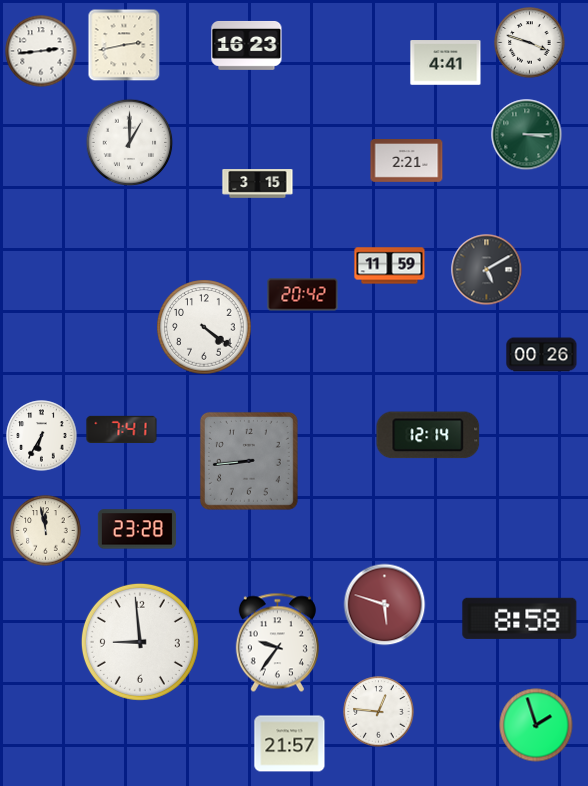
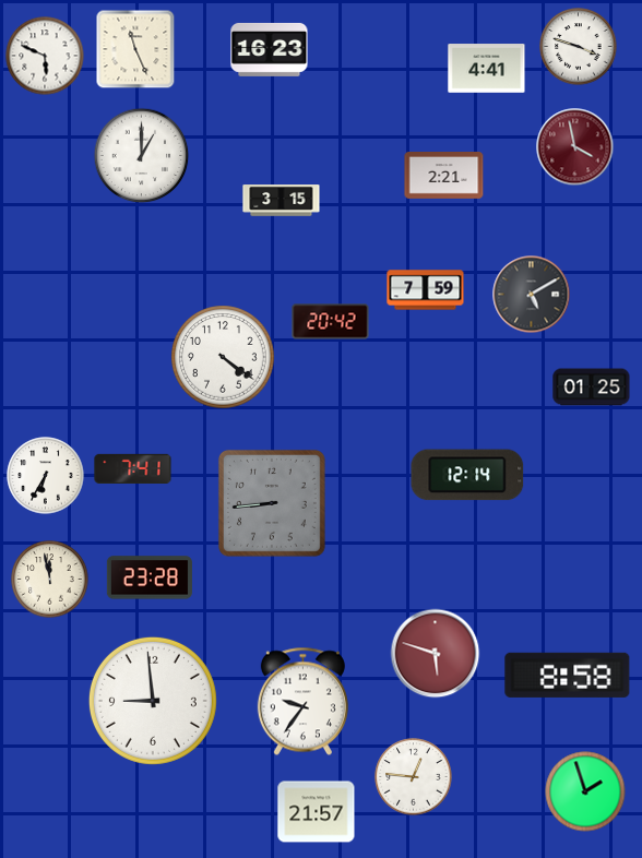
clock at (124, 45): 2:43 -> 11:26
clock at (41, 51): 2:44 -> 5:49
clock at (527, 135): 3:15 -> 3:58
clock at (527, 135) dial: green -> burgundy
clock at (390, 266): 11:59 -> 7:59
clock at (542, 355): 00:26 -> 01:25
clock at (385, 605) position: (385, 605) -> (436, 654)
